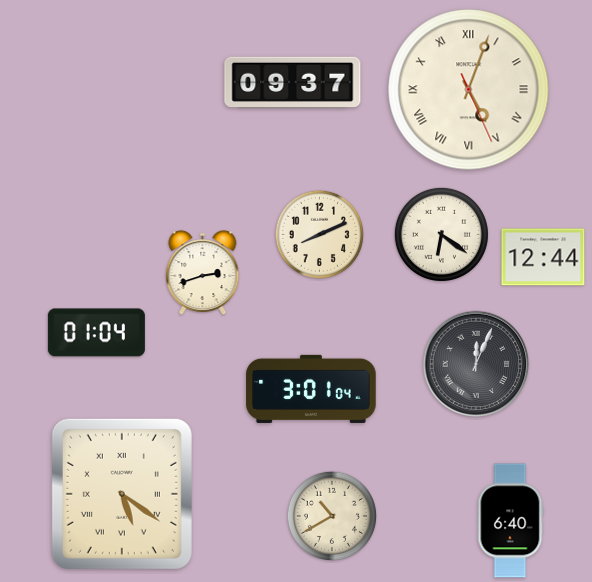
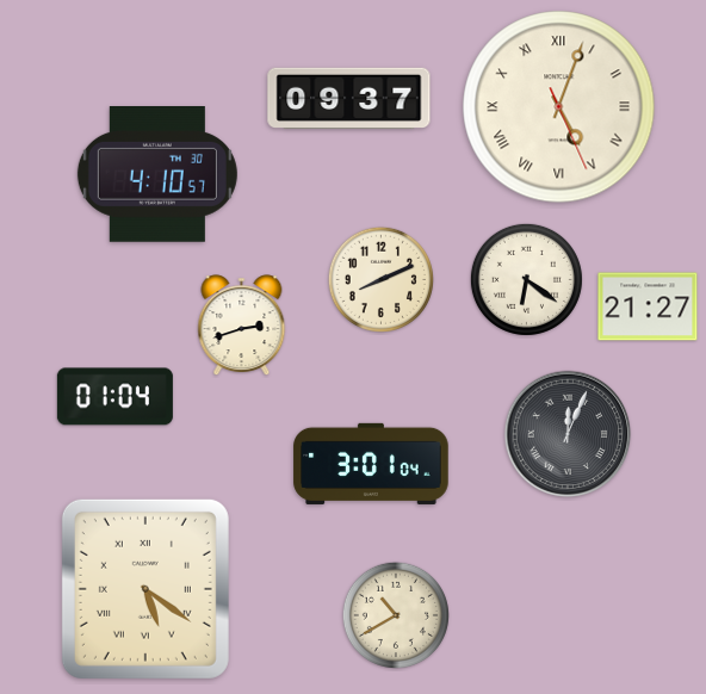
clock at (157, 175): none -> 4:10
clock at (543, 257): 12:44 -> 21:27
clock at (510, 521): 6:40 -> none
